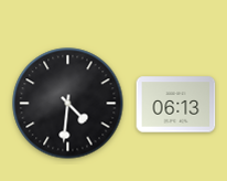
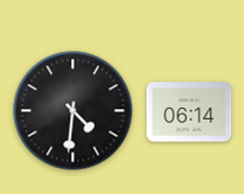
clock at (176, 105): 06:13 -> 06:14
